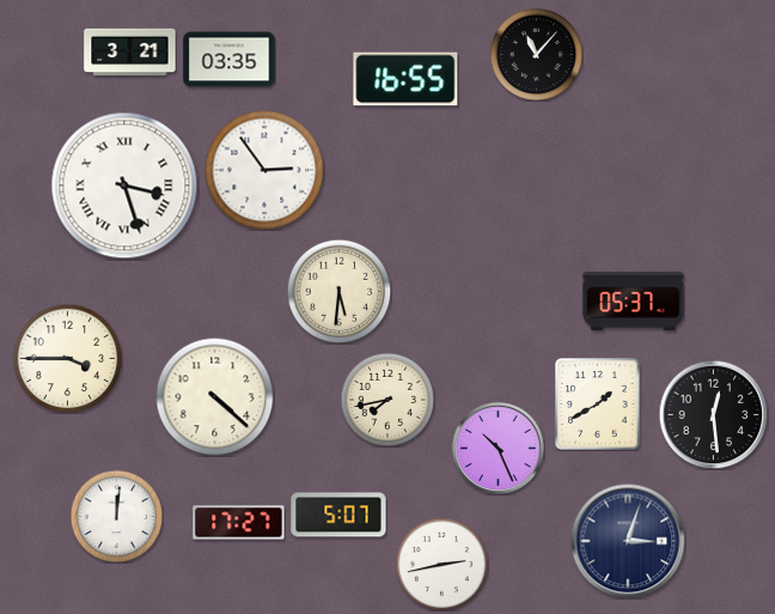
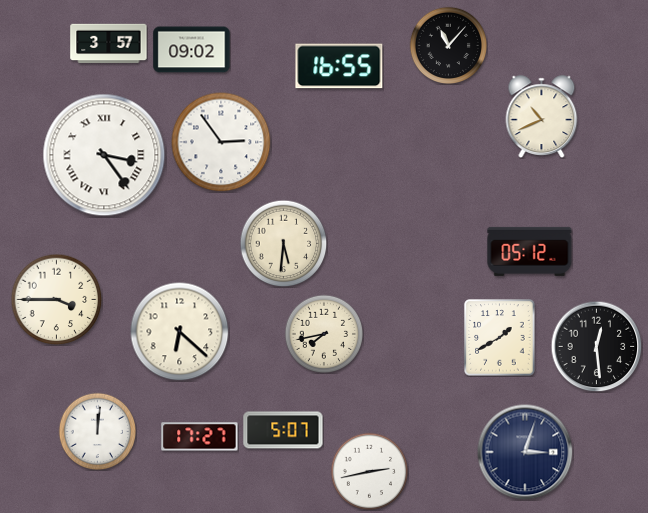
clock at (130, 53): 3:21 -> 3:57
clock at (230, 60): 03:35 -> 09:02
clock at (542, 117): none -> 10:41
clock at (124, 186): 3:27 -> 3:24
clock at (634, 300): 05:37 -> 05:12
clock at (215, 397): 4:22 -> 6:22
clock at (498, 448): 10:26 -> none
